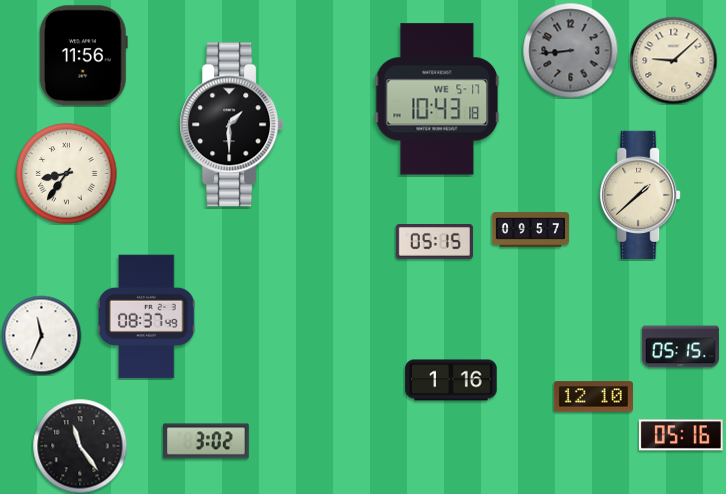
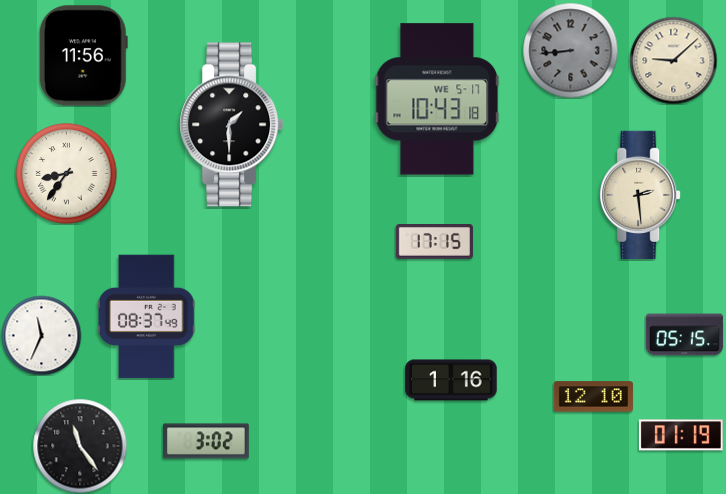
clock at (640, 194): 1:38 -> 2:29
clock at (530, 230): 09:57 -> none
clock at (434, 242): 05:15 -> 17:15
clock at (680, 347) position: (680, 347) -> (684, 335)
clock at (681, 435): 05:16 -> 01:19
